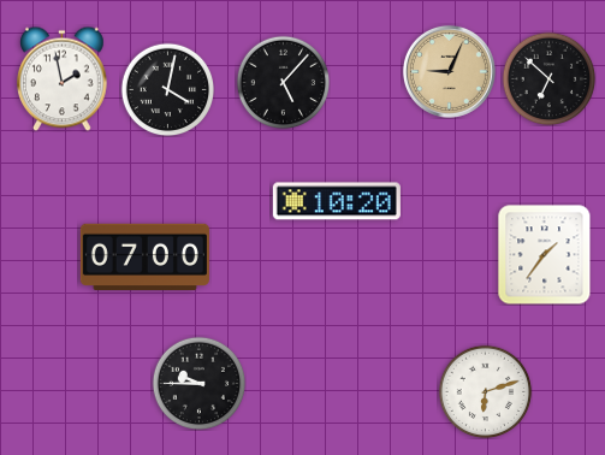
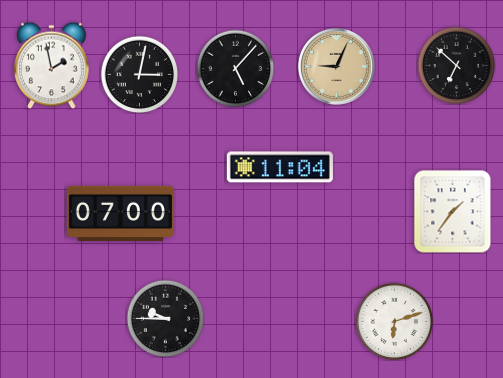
clock at (449, 71) position: (449, 71) -> (336, 66)
clock at (167, 89): 4:02 -> 3:02
clock at (337, 201): 10:20 -> 11:04
clock at (485, 391) position: (485, 391) -> (394, 321)
